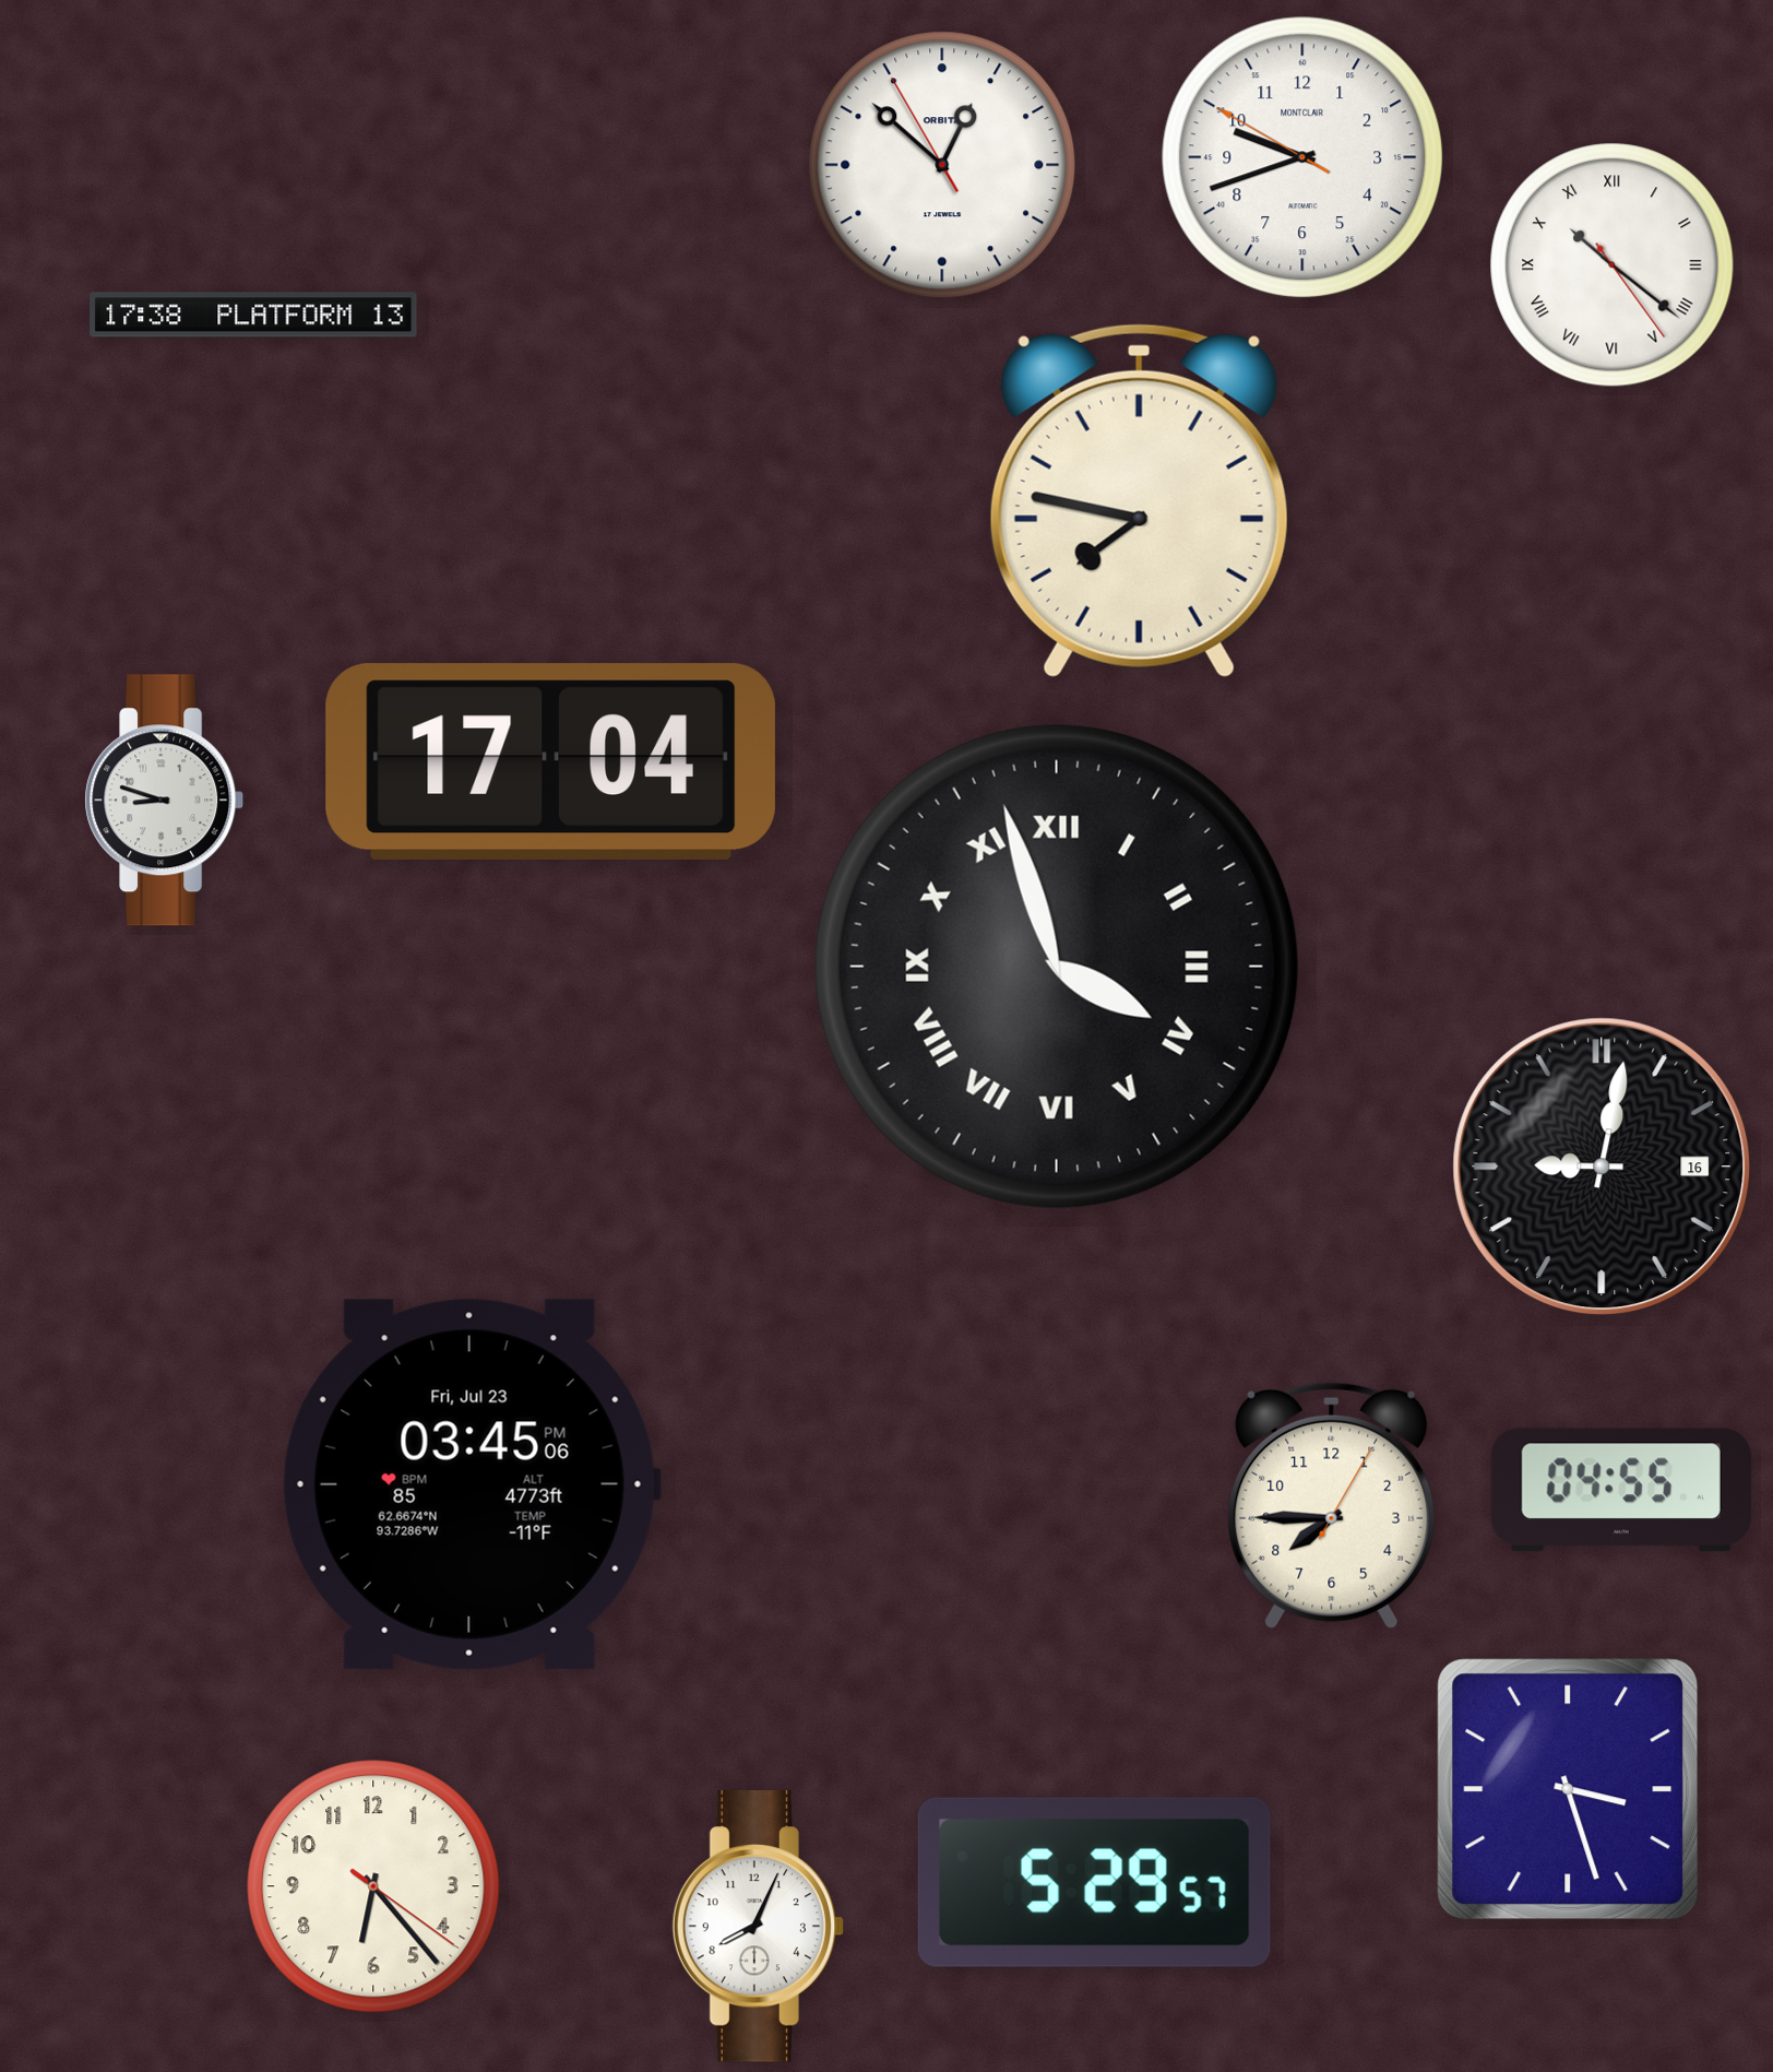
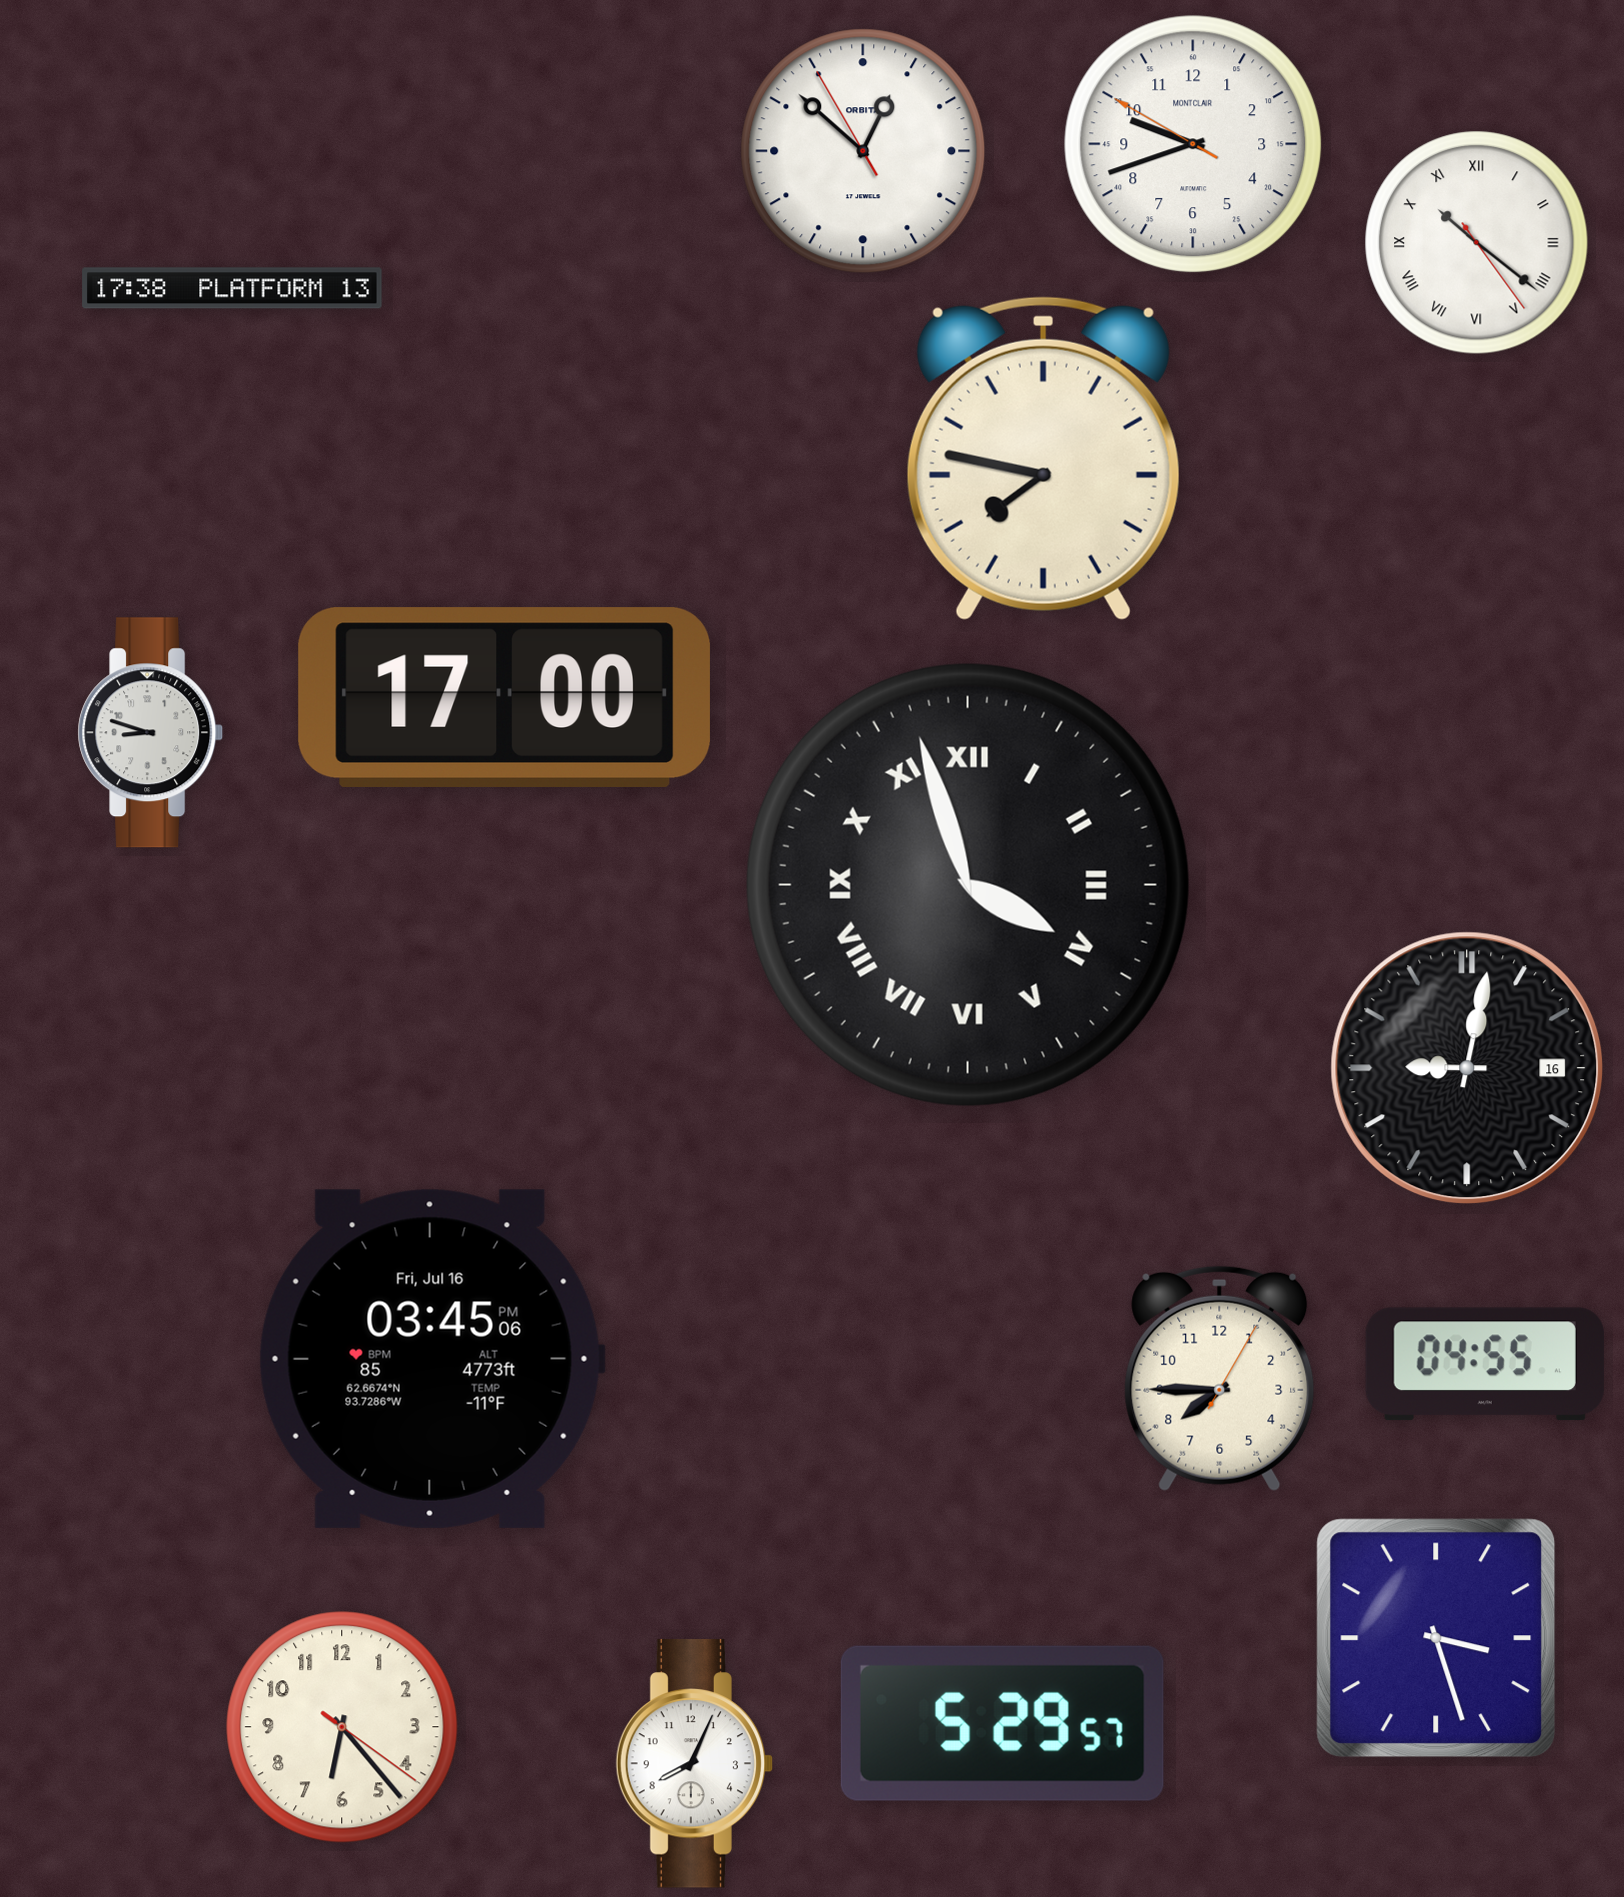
clock at (550, 761): 17:04 -> 17:00
clock at (472, 1484) date: Fri, Jul 23 -> Fri, Jul 16
